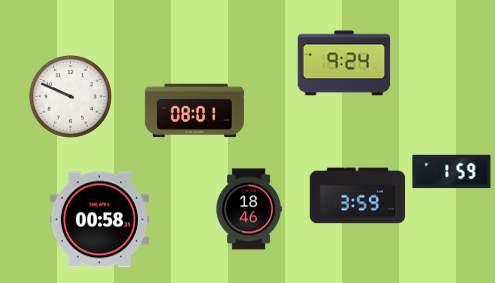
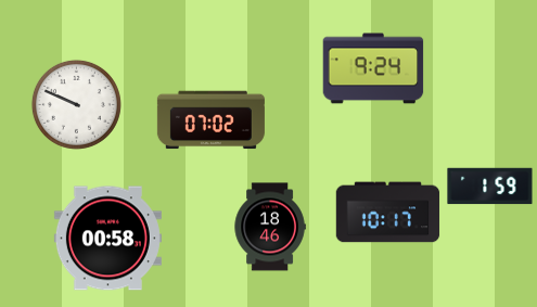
clock at (194, 111): 08:01 -> 07:02
clock at (358, 196): 3:59 -> 10:17
